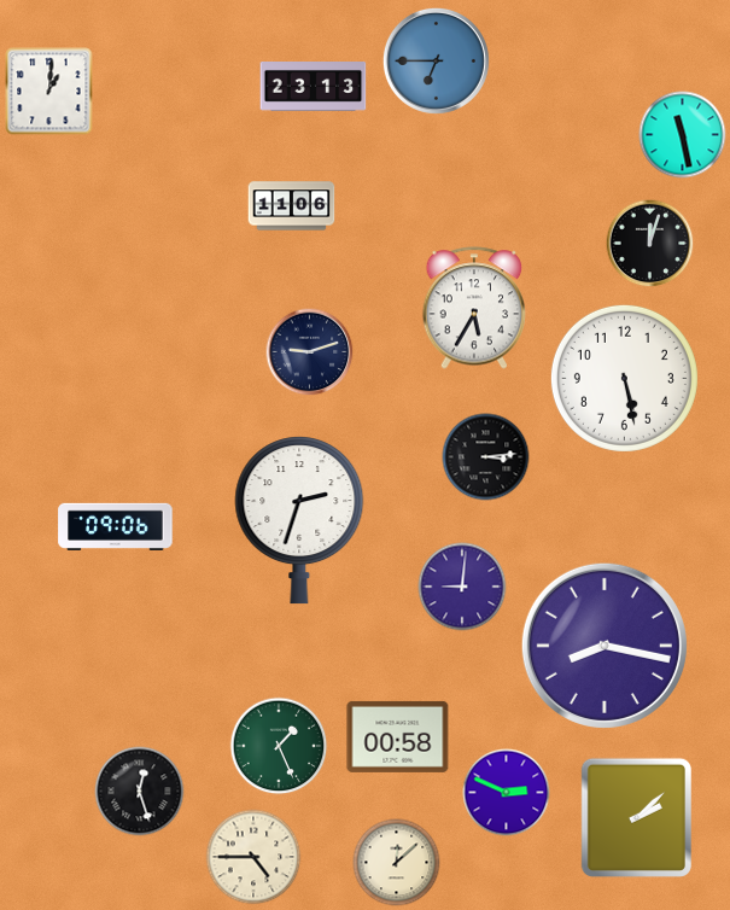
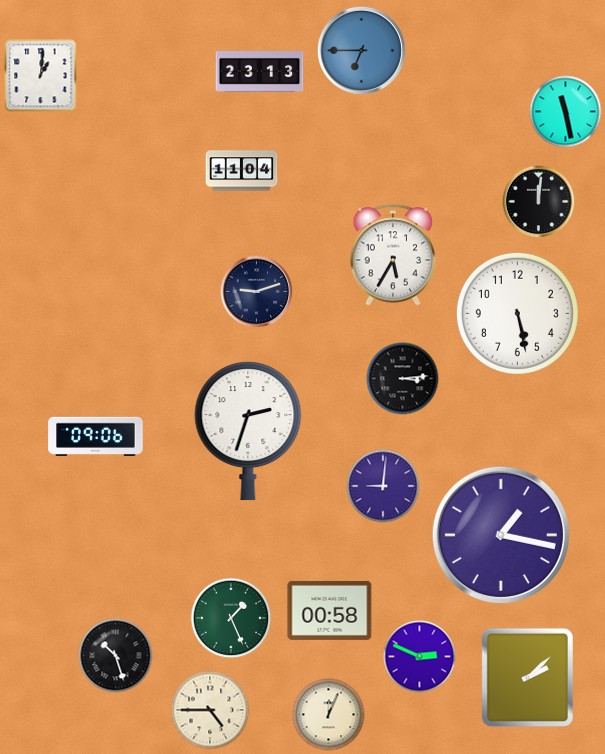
clock at (292, 206): 11:06 -> 11:04
clock at (650, 244): 12:03 -> 12:01
clock at (605, 646): 8:17 -> 1:17
clock at (140, 792): 12:27 -> 10:27
clock at (397, 863): 12:08 -> 12:04
